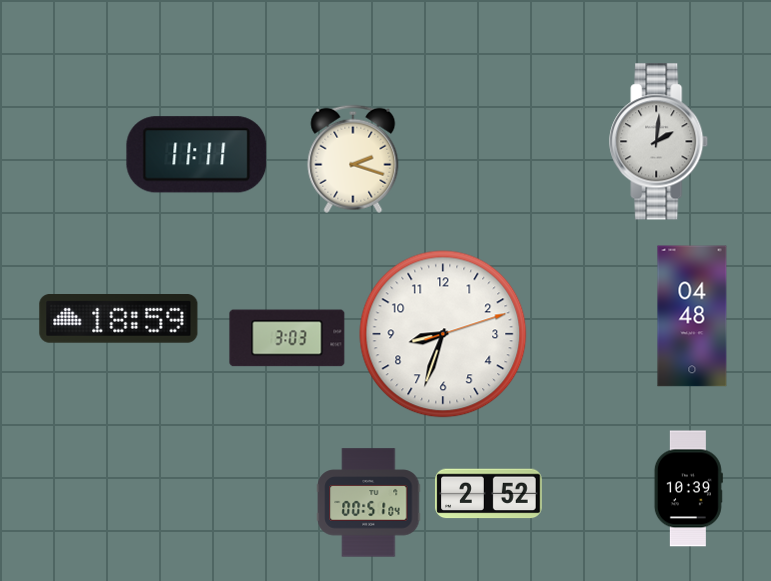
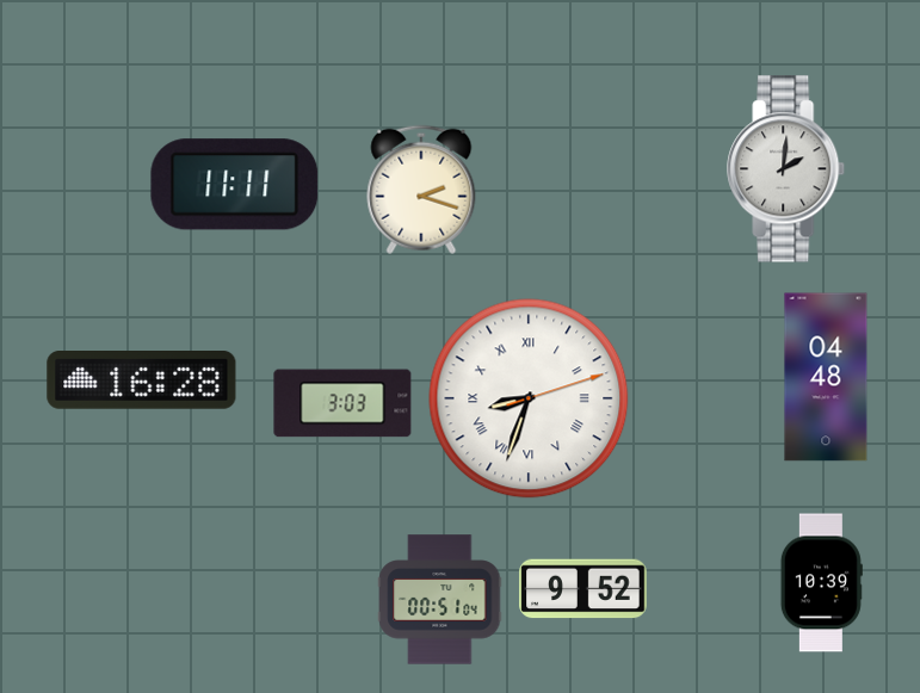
clock at (119, 319): 18:59 -> 16:28
clock at (443, 334) numerals: Arabic -> Roman
clock at (489, 494): 2:52 -> 9:52
